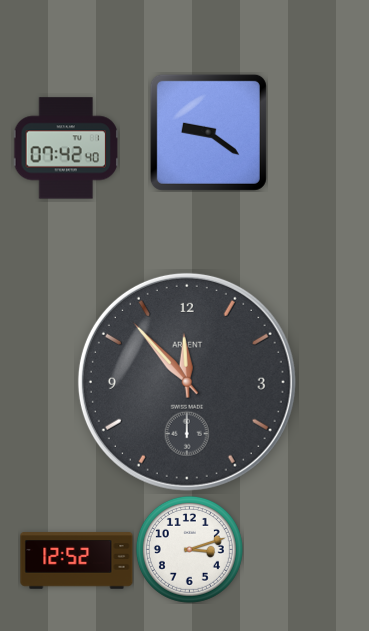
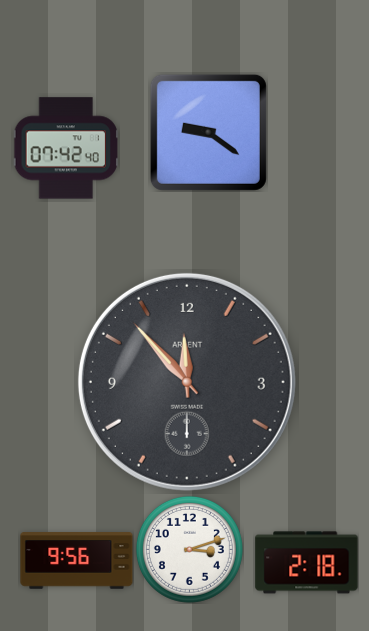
clock at (77, 561): 12:52 -> 9:56
clock at (307, 563): none -> 2:18
